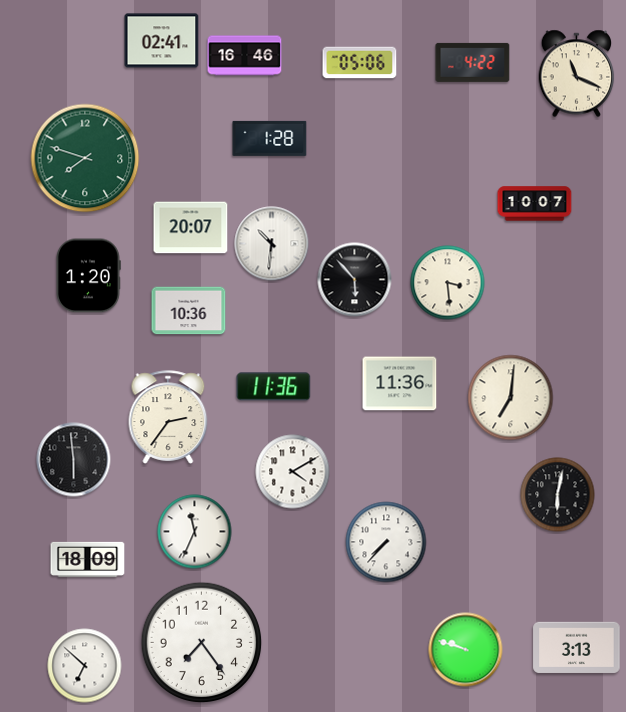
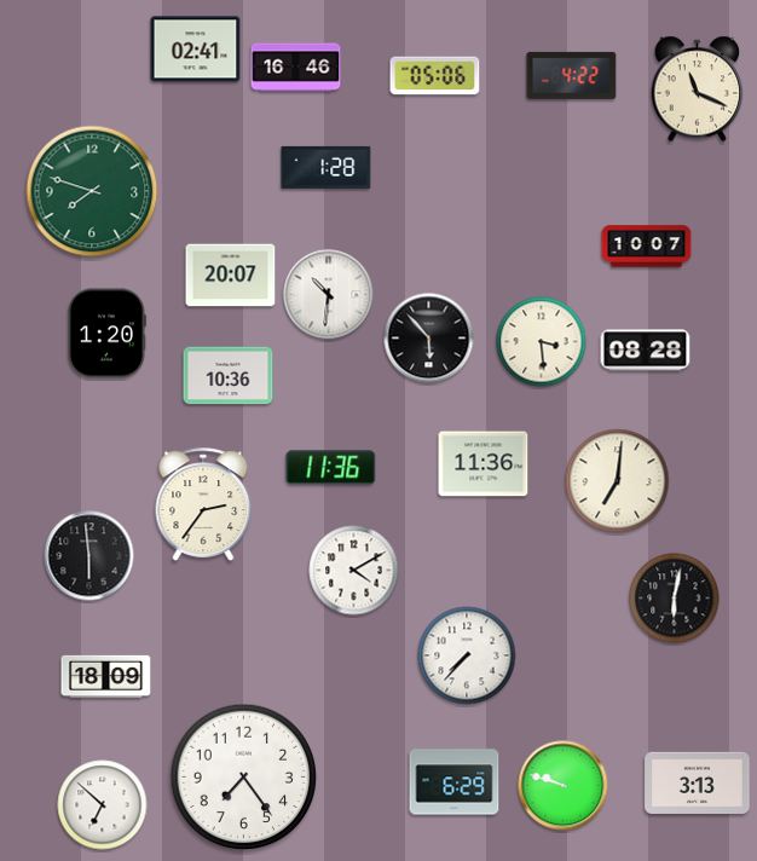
clock at (85, 158) position: (85, 158) -> (92, 191)
clock at (646, 351): none -> 08:28
clock at (195, 532): 11:34 -> none
clock at (455, 782): none -> 6:29
